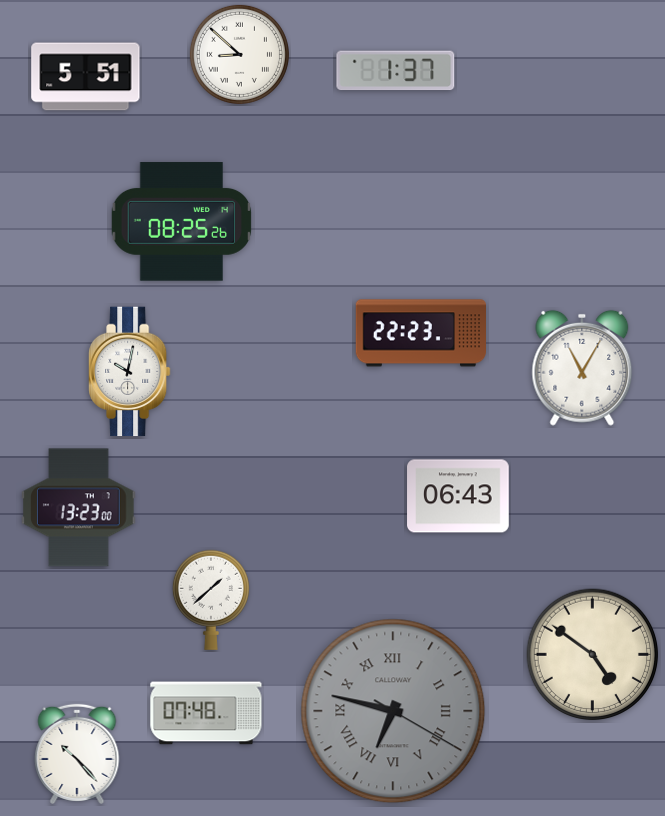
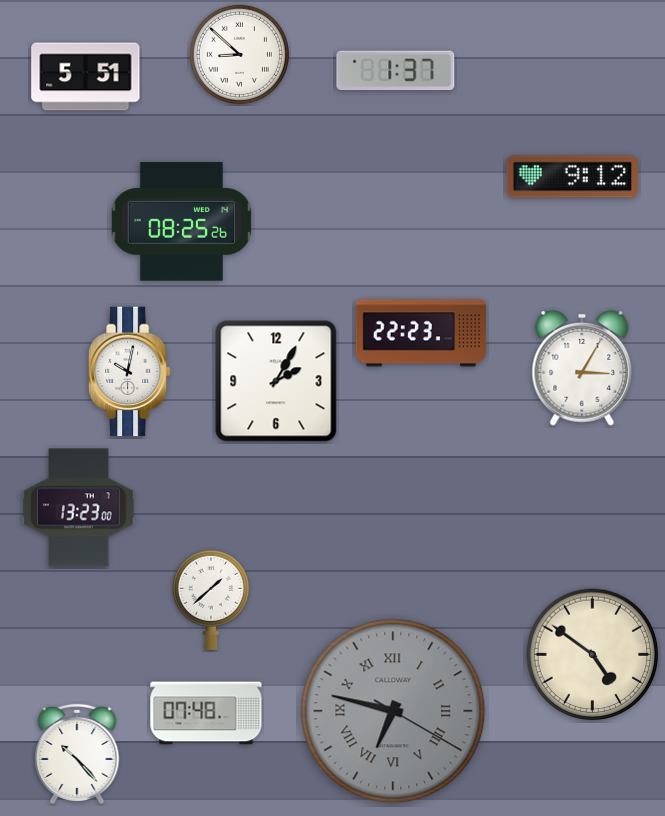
clock at (572, 177): none -> 9:12
clock at (582, 368): 11:05 -> 3:05
clock at (276, 381): none -> 2:05
clock at (458, 496): 06:43 -> none
